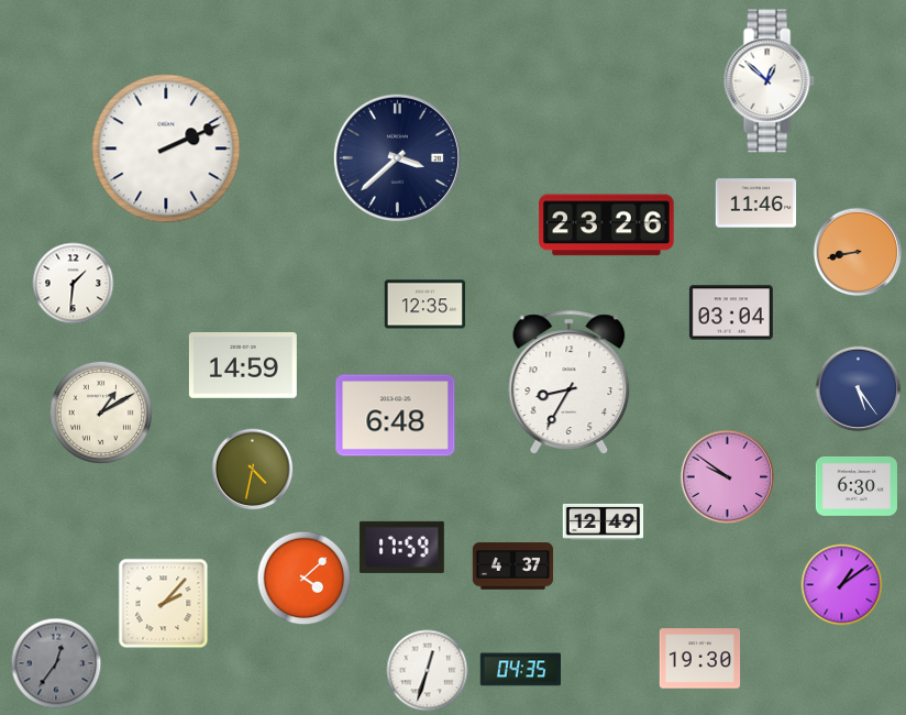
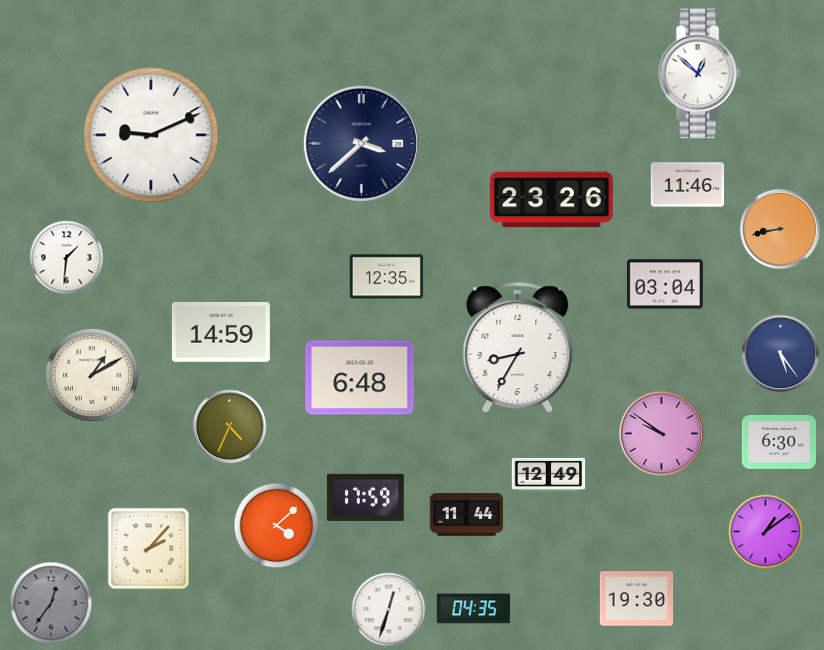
clock at (166, 148): 2:11 -> 9:11
clock at (607, 226) position: (607, 226) -> (552, 200)
clock at (253, 470): 4:32 -> 4:34
clock at (513, 566): 4:37 -> 11:44
